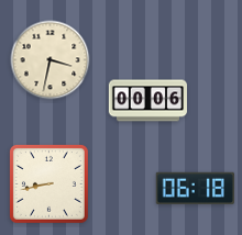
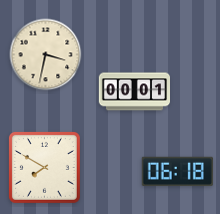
clock at (147, 101): 00:06 -> 00:01
clock at (48, 183): 8:43 -> 7:50
